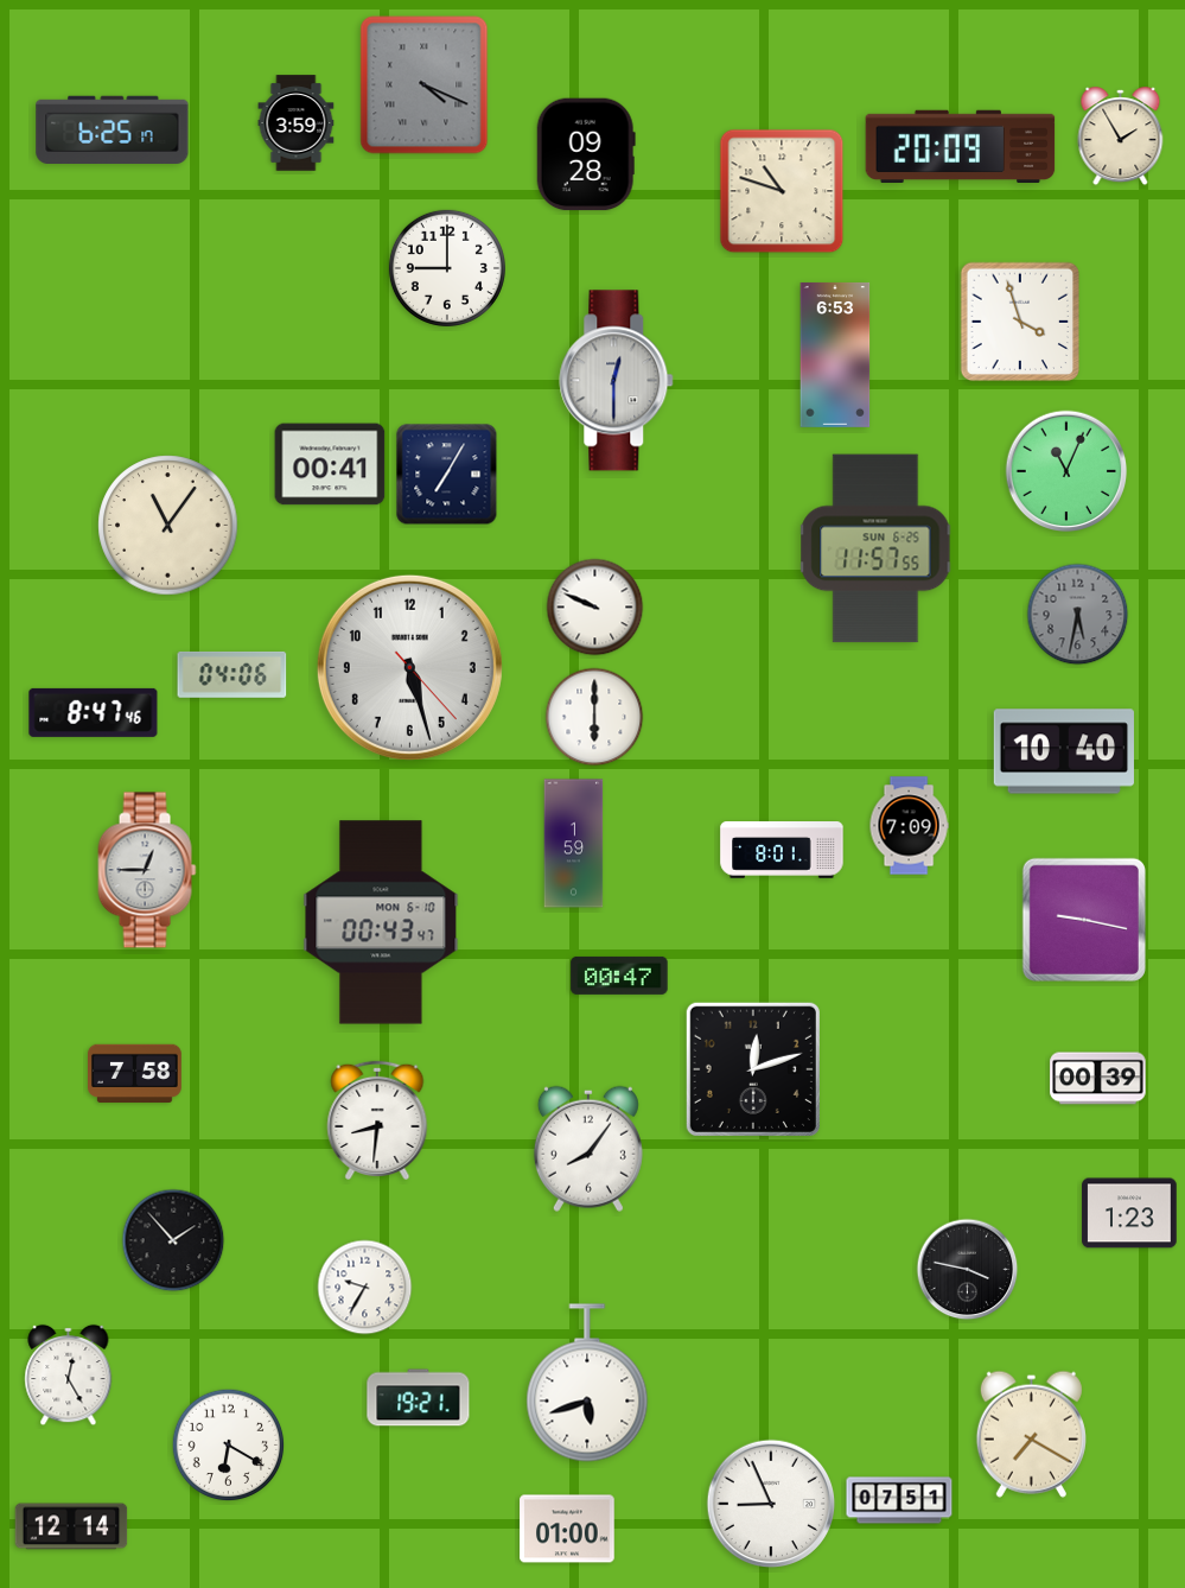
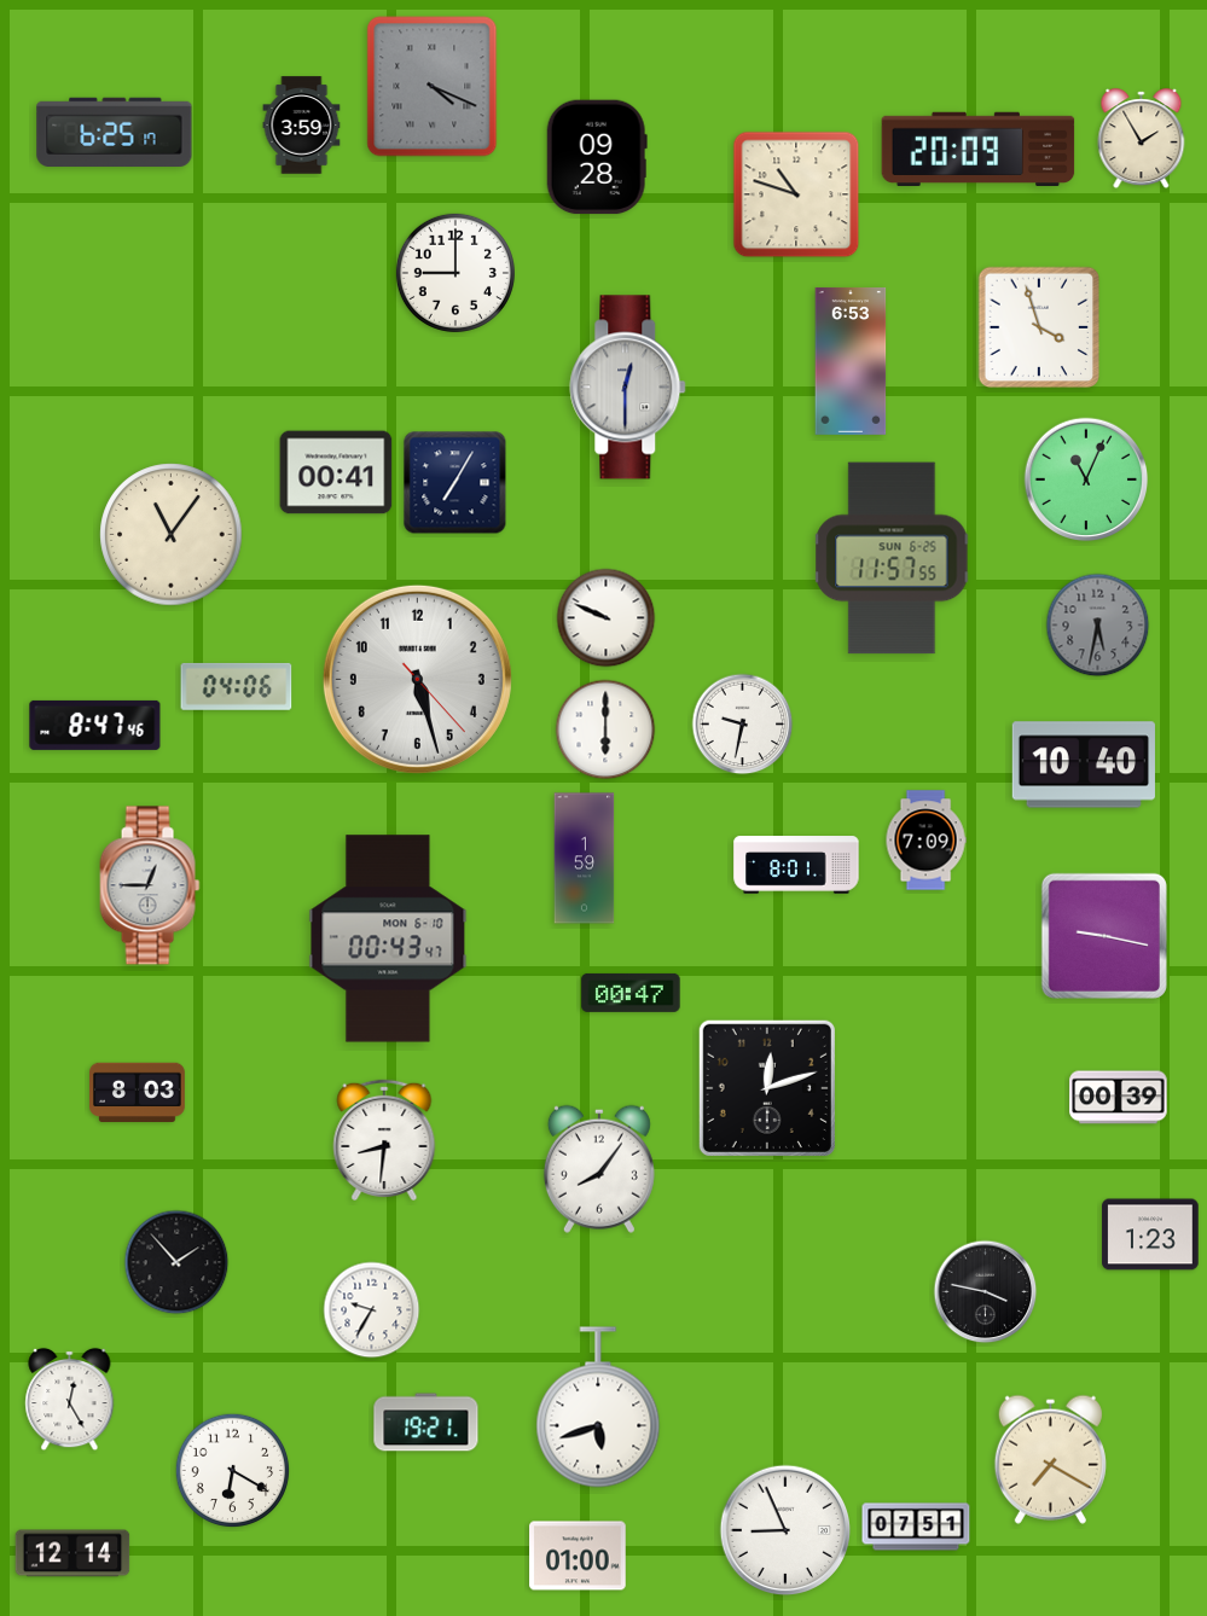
clock at (743, 725): none -> 9:32
clock at (135, 1073): 7:58 -> 8:03
